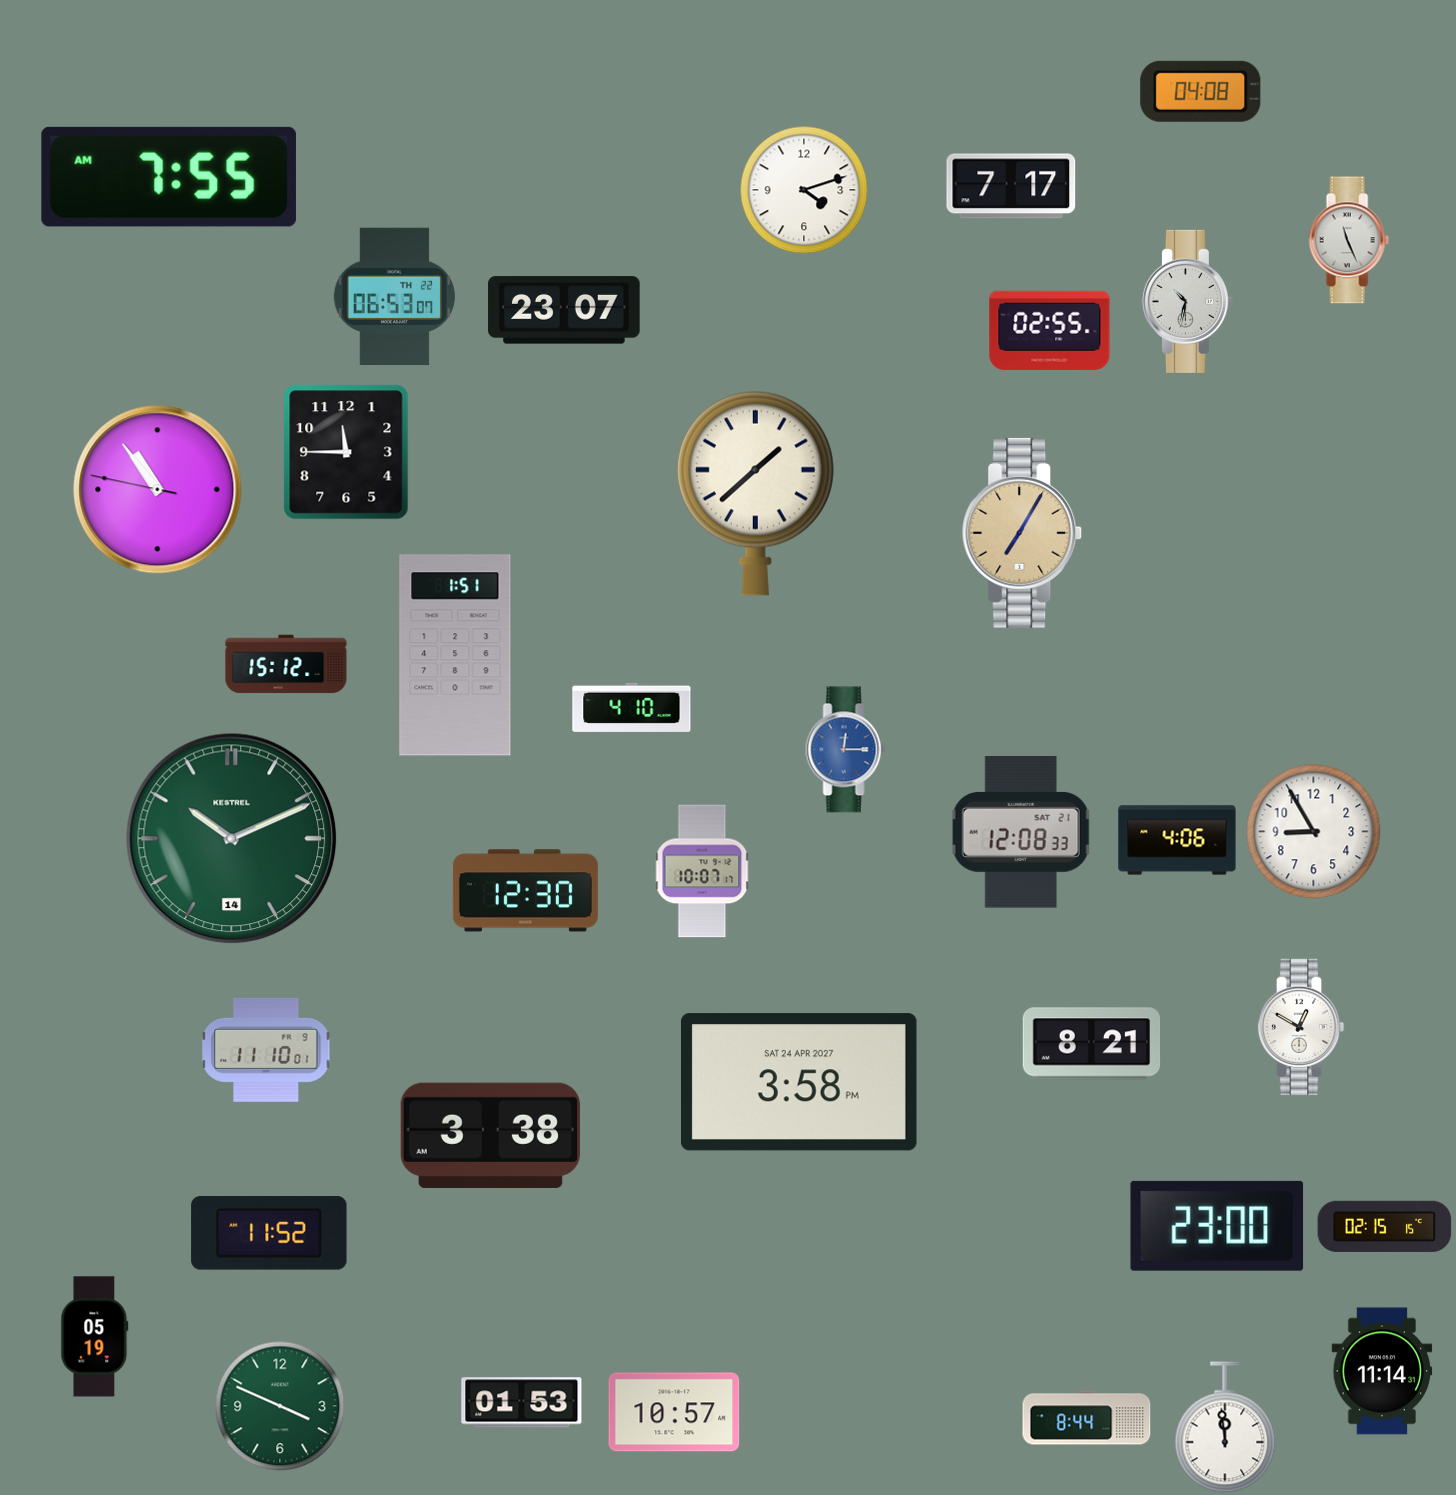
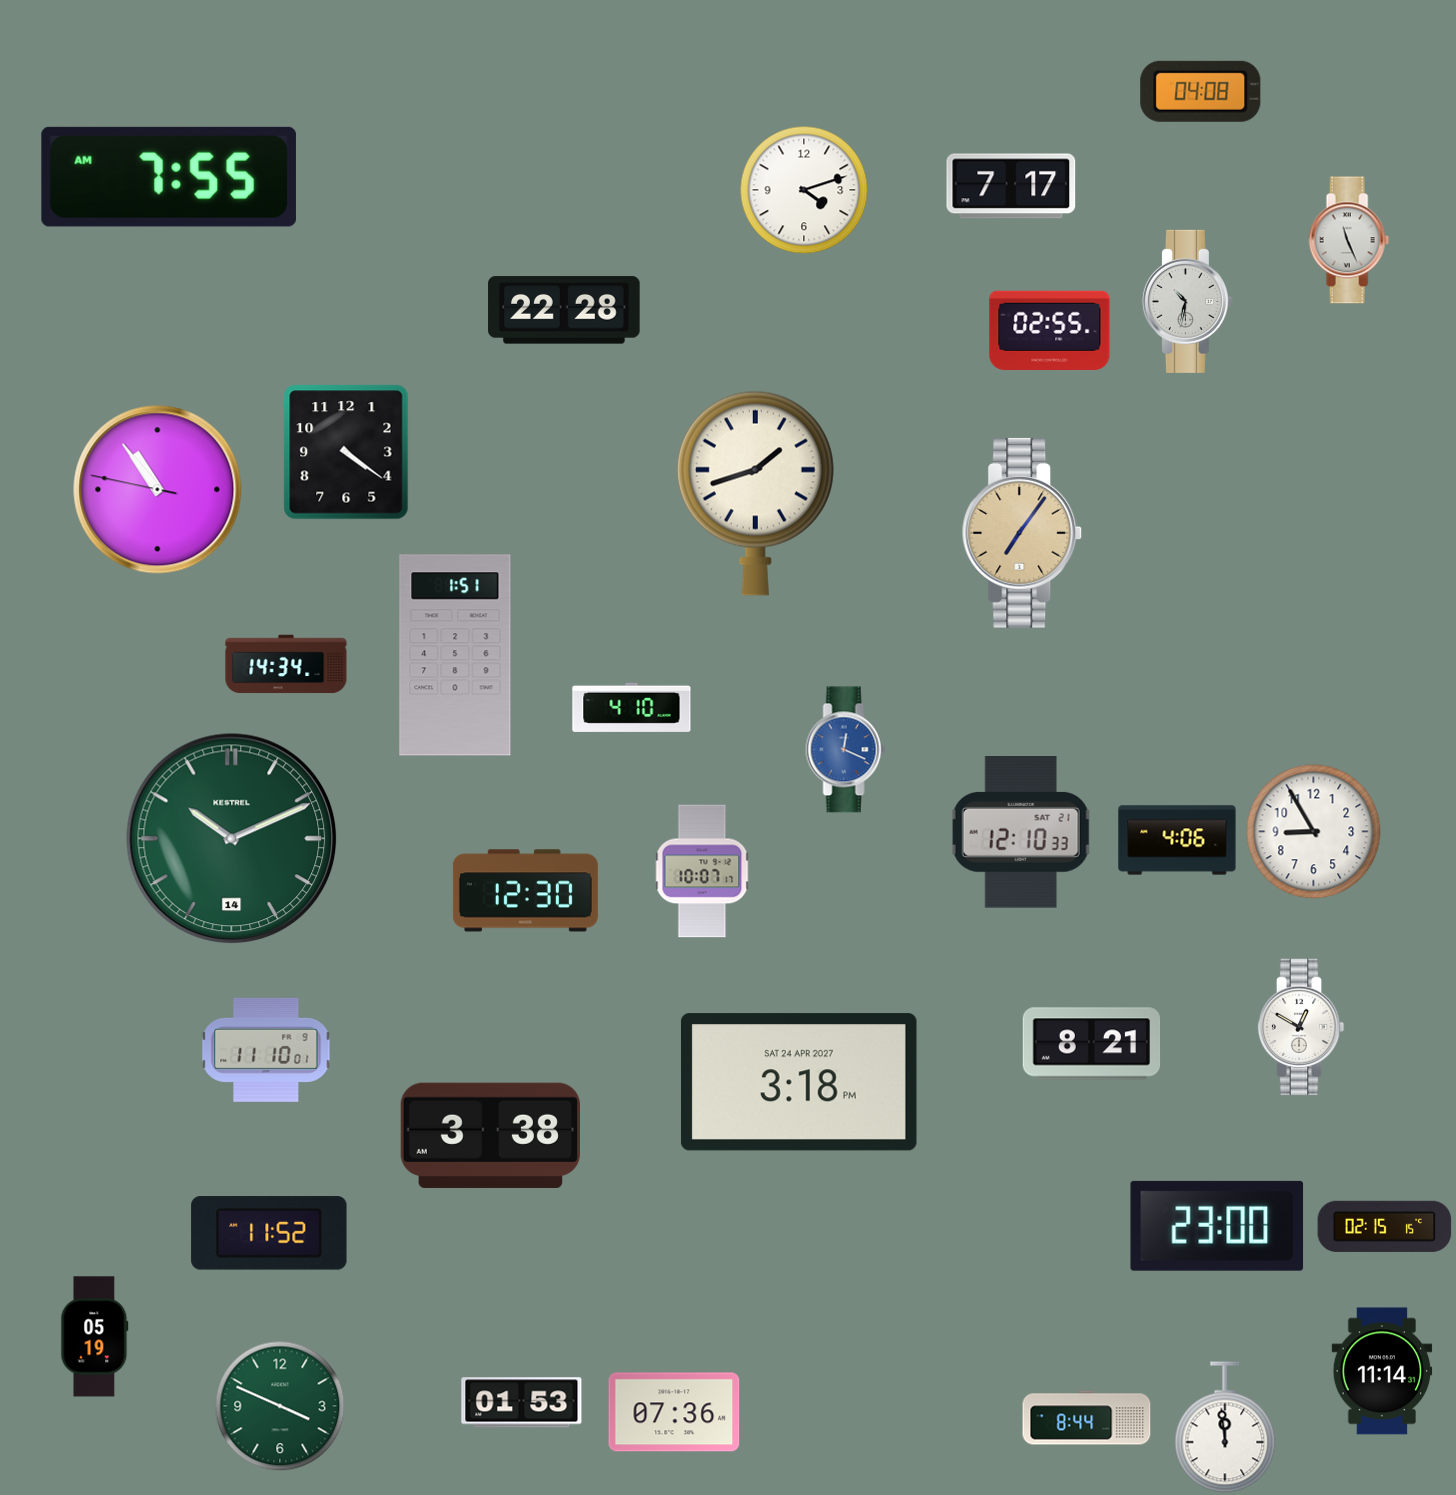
clock at (394, 297): 06:53 -> none
clock at (564, 310): 23:07 -> 22:28
clock at (346, 452): 11:45 -> 4:21
clock at (755, 493): 1:38 -> 1:42
clock at (1022, 533): 7:05 -> 7:06
clock at (286, 664): 15:12 -> 14:34
clock at (846, 750): 12:15 -> 12:19
clock at (1021, 833): 12:08 -> 12:10
clock at (799, 1082): 3:58 -> 3:18
clock at (674, 1412): 10:57 -> 07:36
